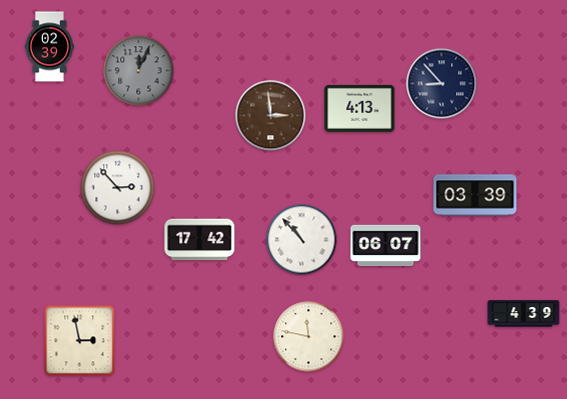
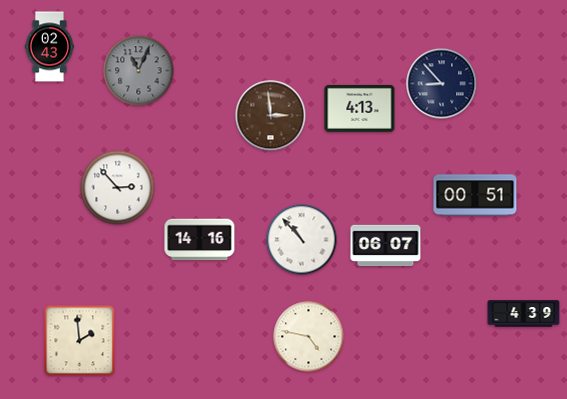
clock at (49, 47): 02:39 -> 02:43
clock at (139, 71): 12:04 -> 11:04
clock at (475, 195): 03:39 -> 00:51
clock at (200, 240): 17:42 -> 14:16
clock at (309, 337): 11:47 -> 4:47
clock at (80, 341): 2:58 -> 1:59
